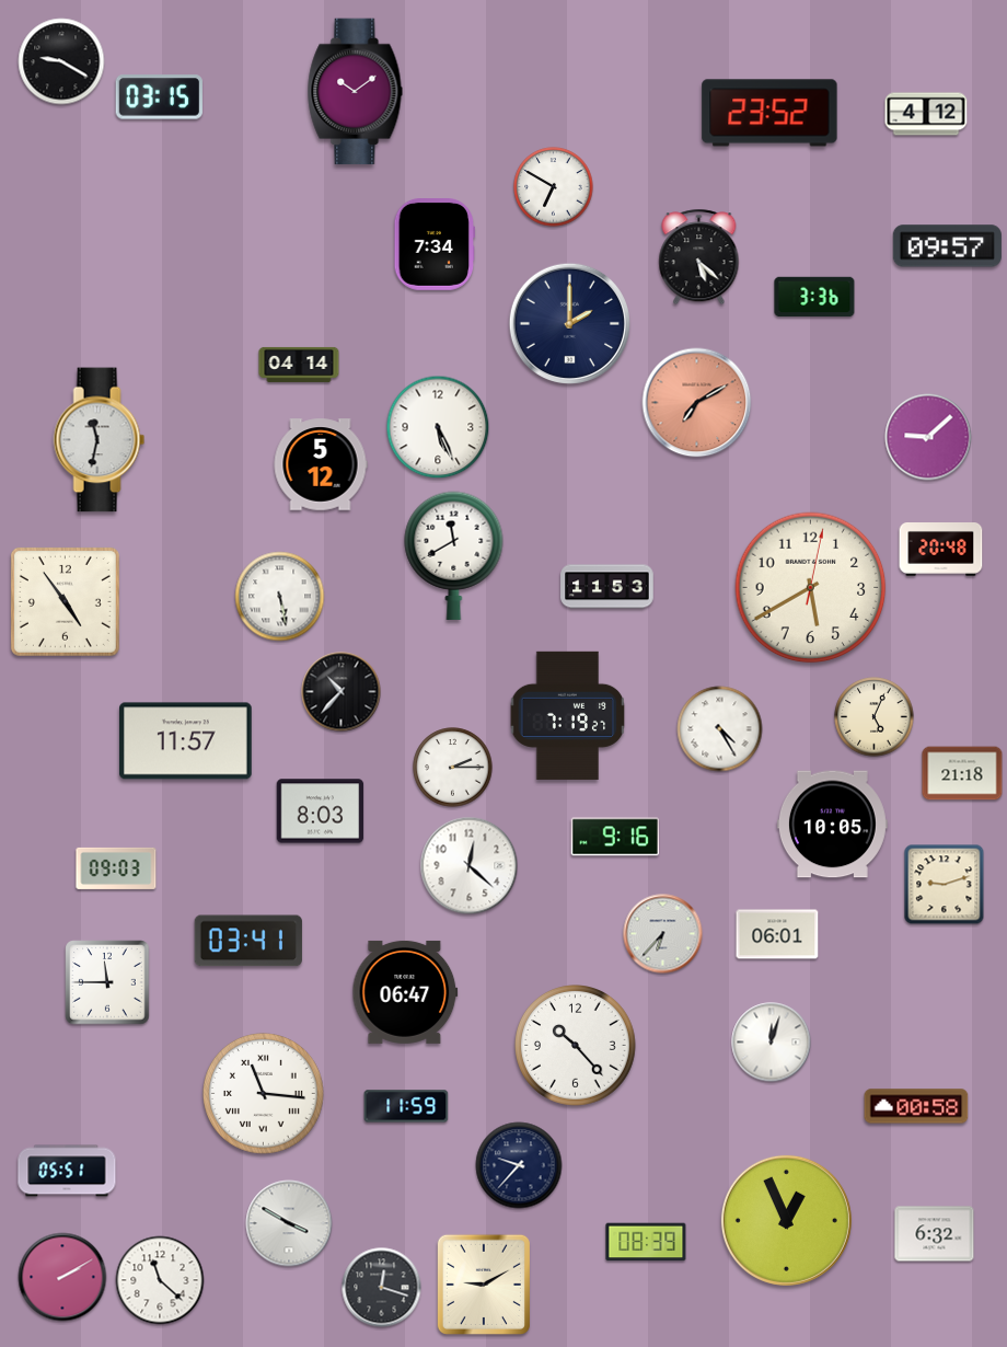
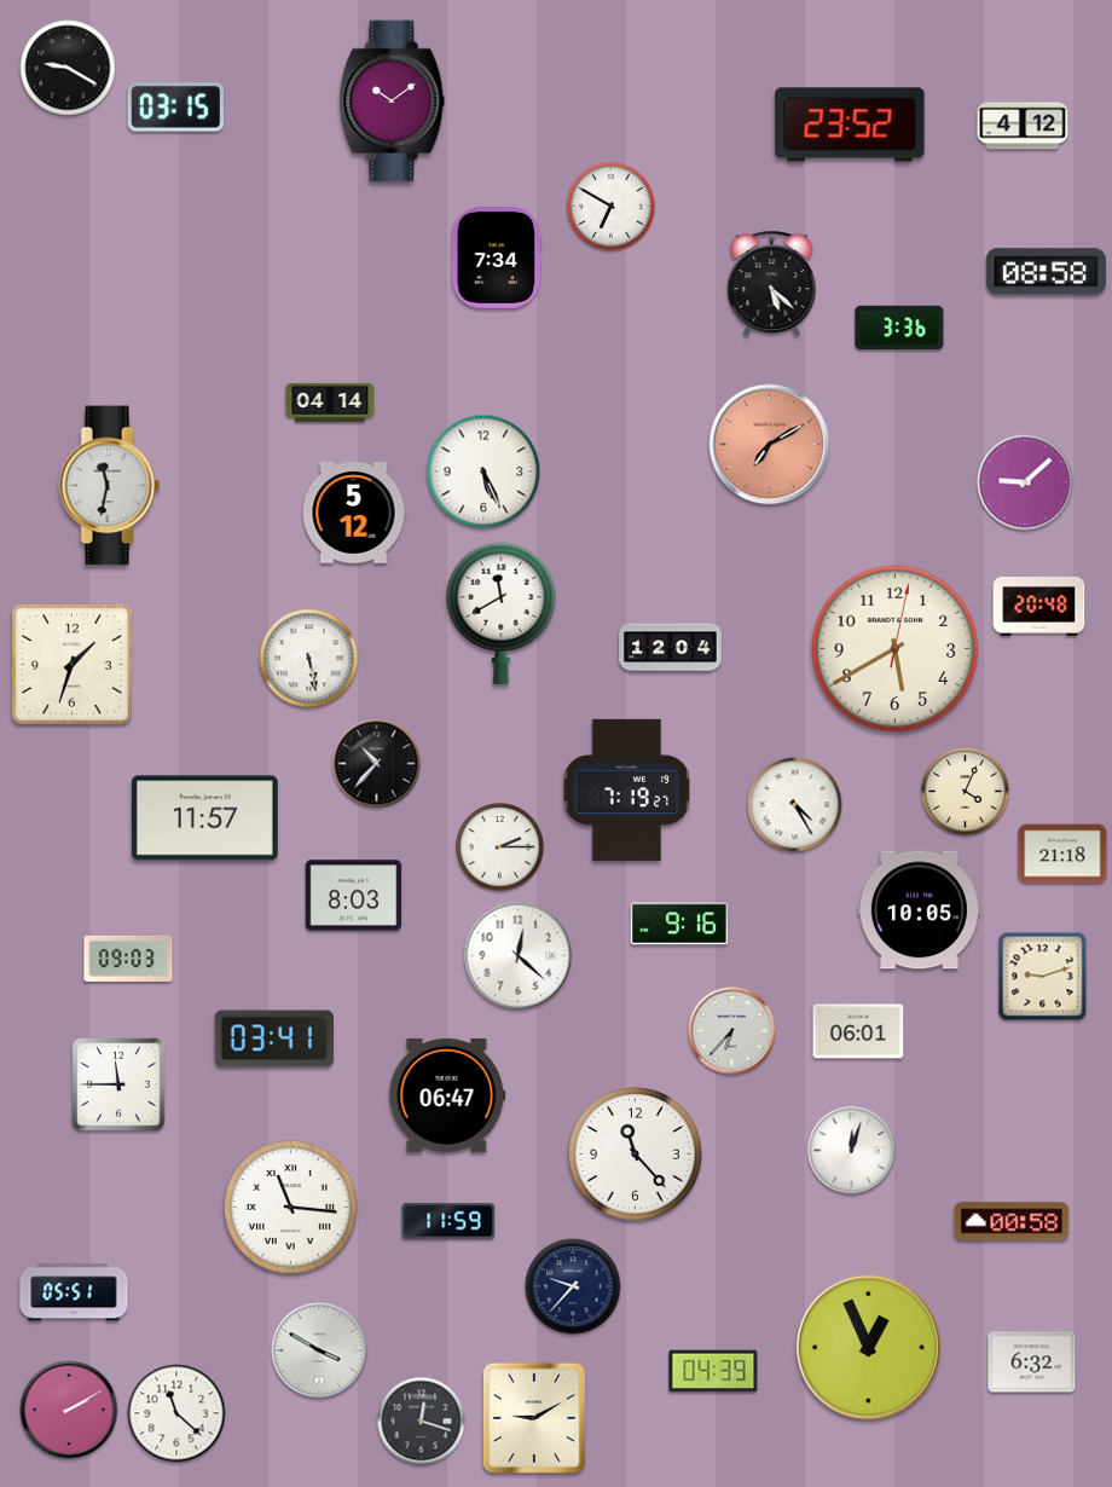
clock at (435, 245) position: (435, 245) -> (497, 259)
clock at (947, 246): 09:57 -> 08:58
clock at (569, 323): 2:00 -> none
clock at (607, 587): 11:53 -> 12:04
clock at (65, 601): 4:54 -> 1:33
clock at (875, 717): 5:04 -> 4:04
clock at (576, 1046): 10:23 -> 11:23
clock at (646, 1242): 08:39 -> 04:39
